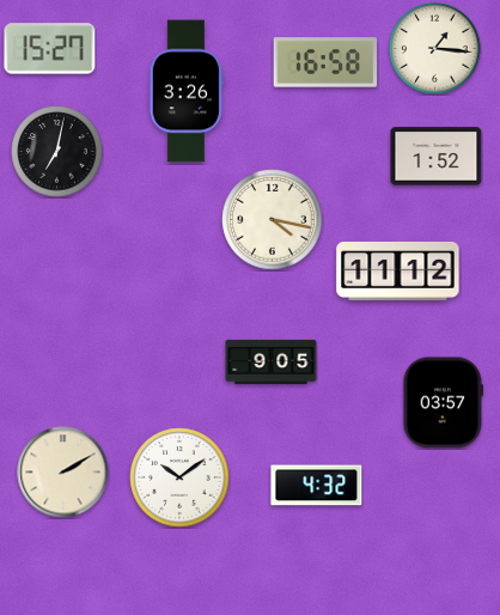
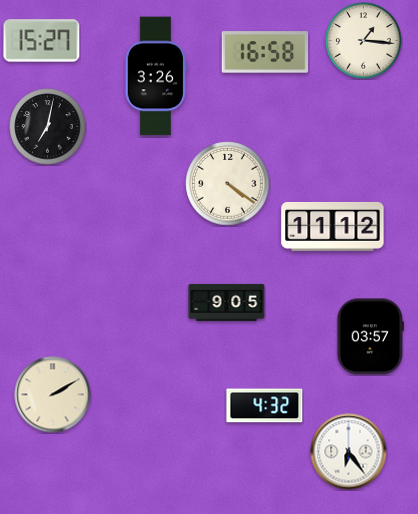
clock at (325, 62) position: (325, 62) -> (265, 52)
clock at (437, 157): 1:52 -> none
clock at (273, 220): 4:17 -> 4:21
clock at (179, 477): 10:09 -> none
clock at (349, 452): none -> 6:24
